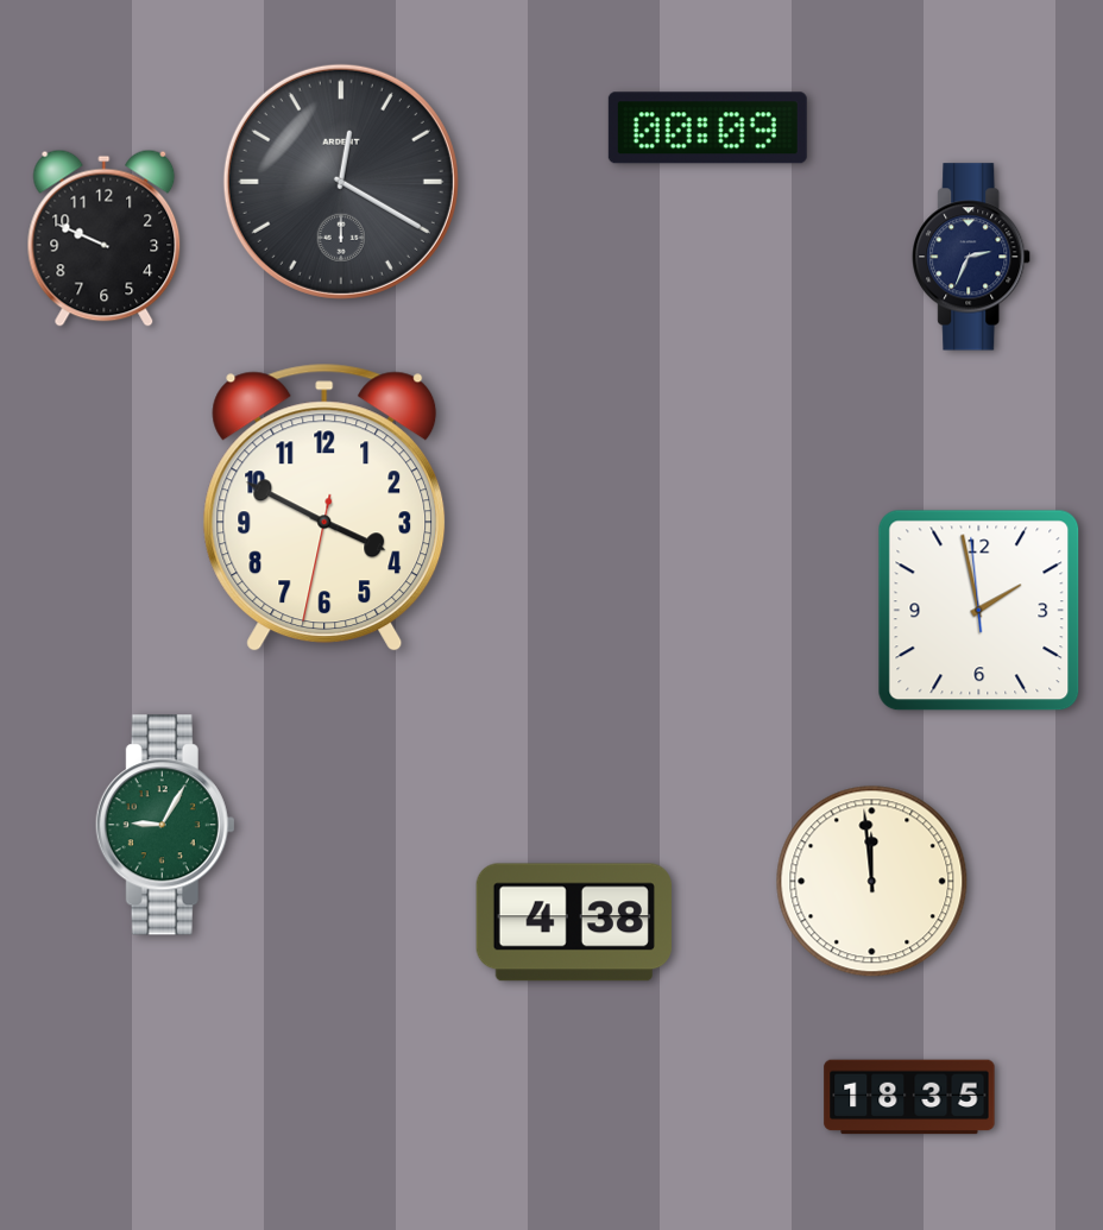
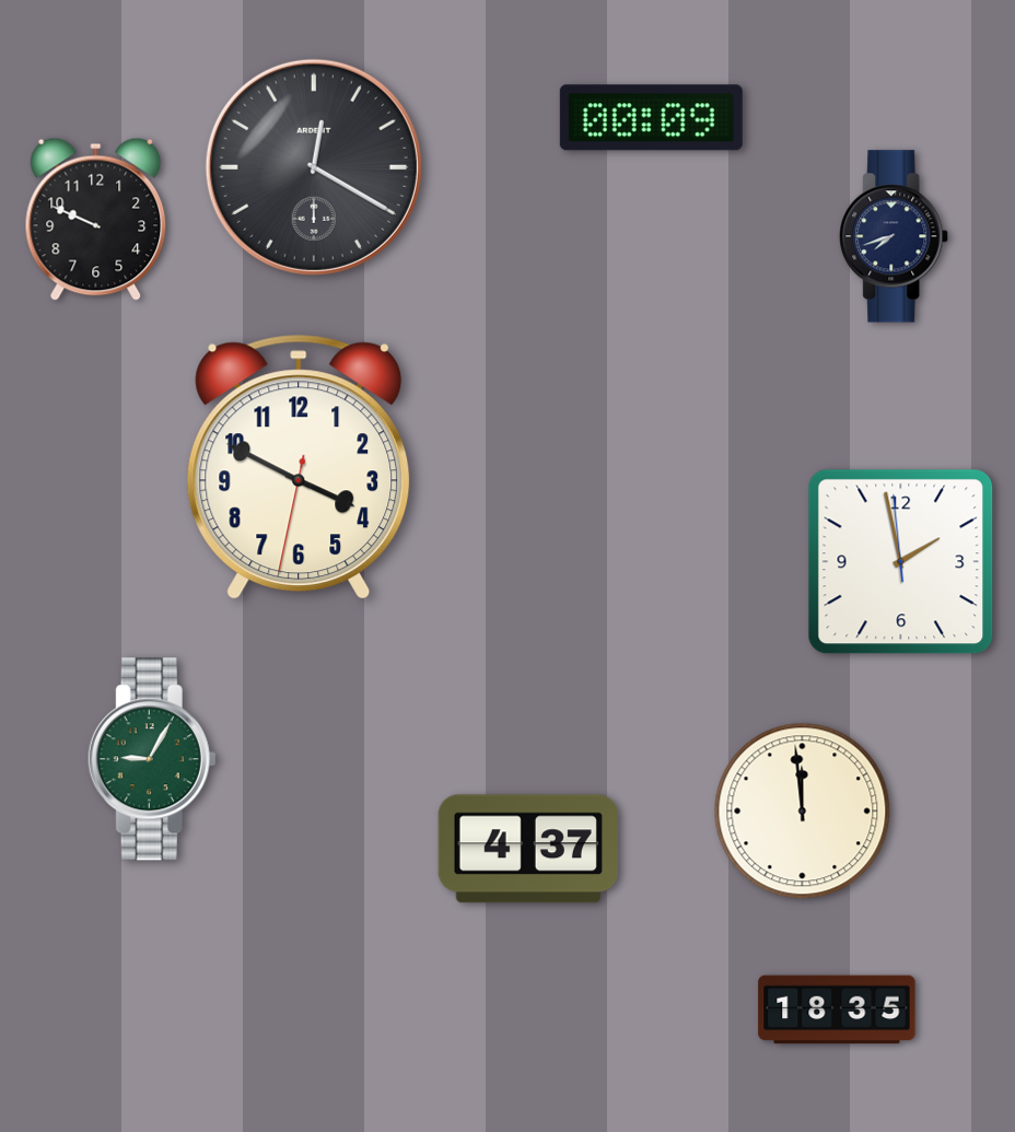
clock at (972, 257): 2:34 -> 7:42
clock at (574, 922): 4:38 -> 4:37
